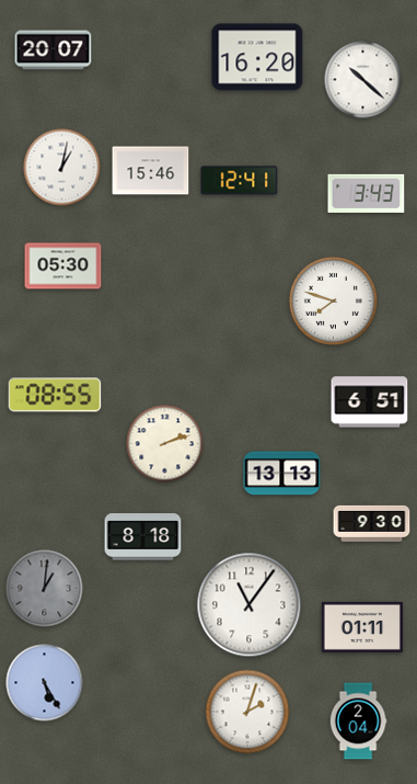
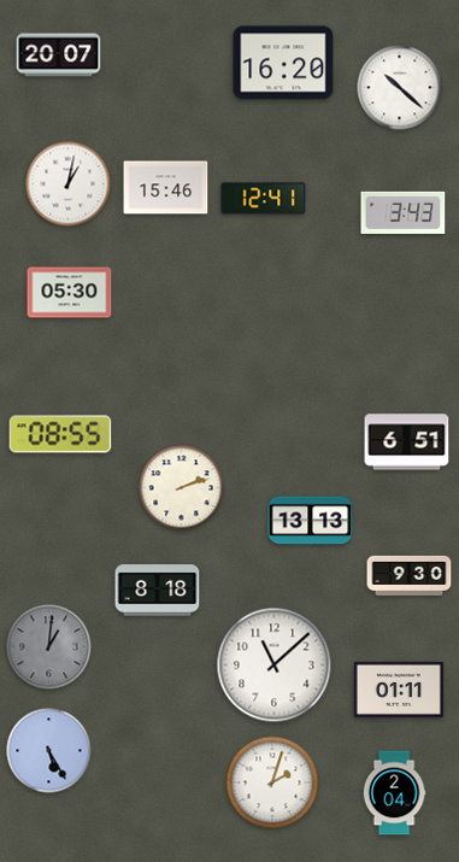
clock at (333, 300): 7:48 -> none
clock at (250, 605): 11:06 -> 11:08
